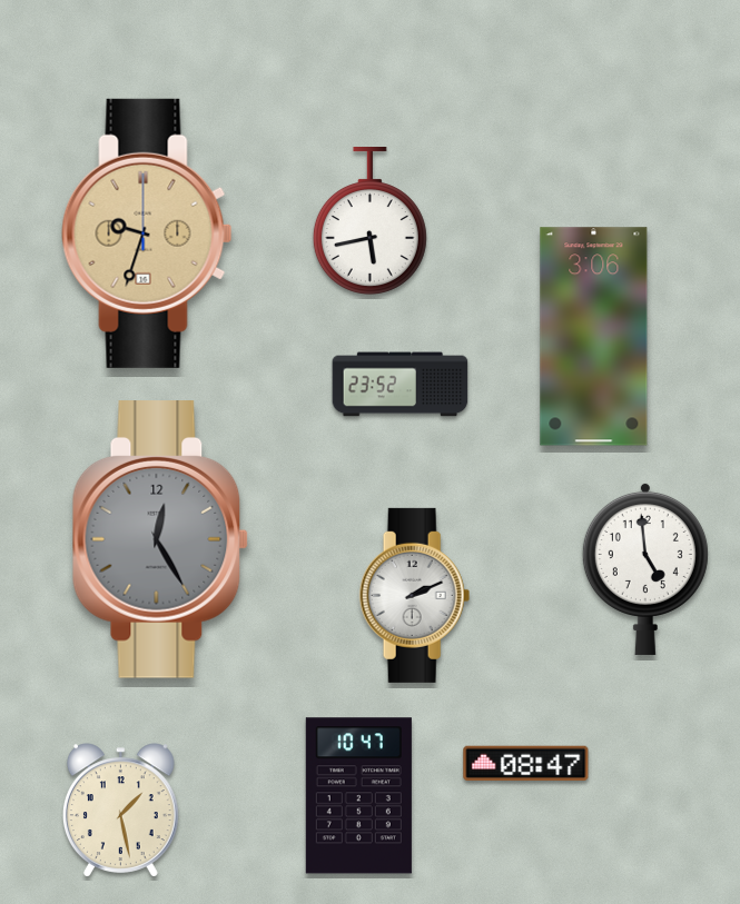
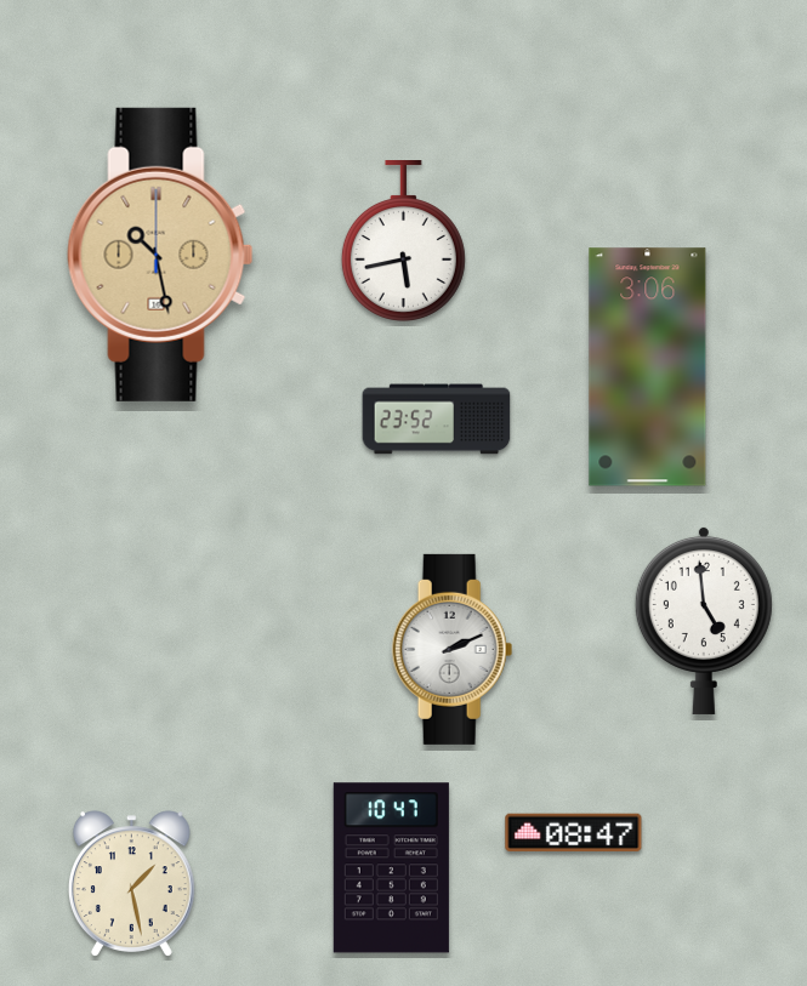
clock at (147, 234): 9:33 -> 10:28
clock at (160, 540): 12:25 -> none
